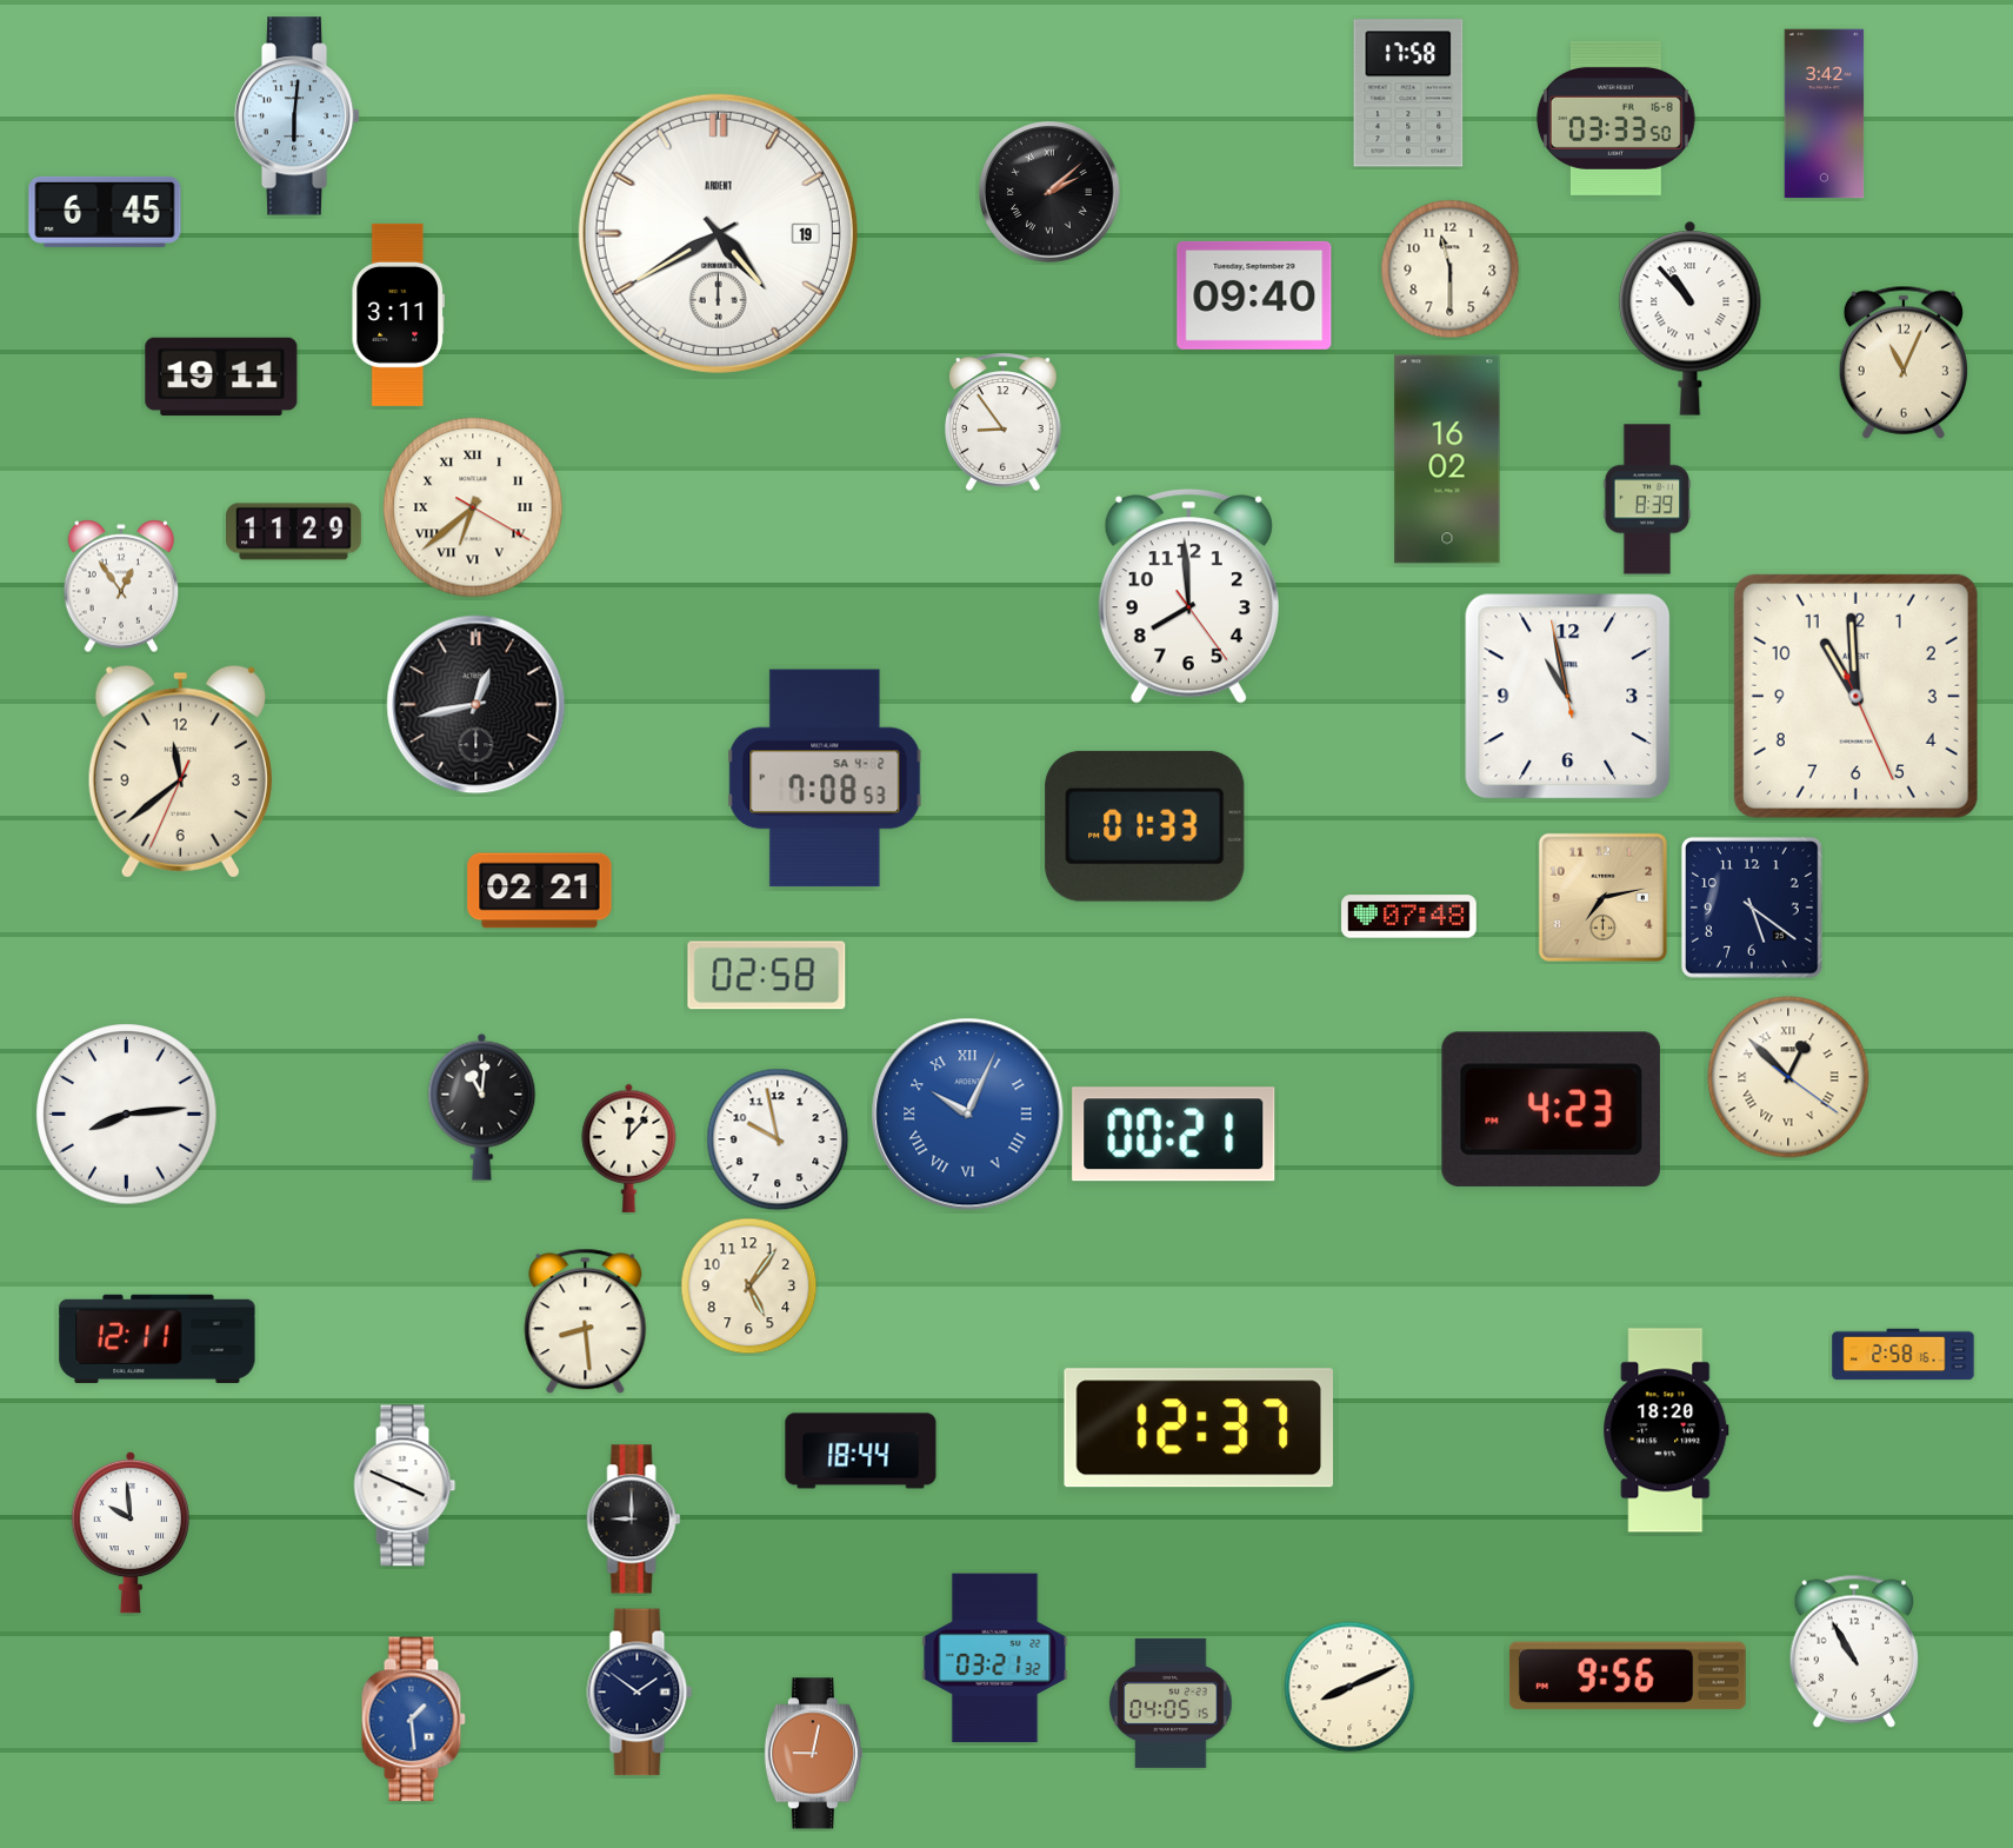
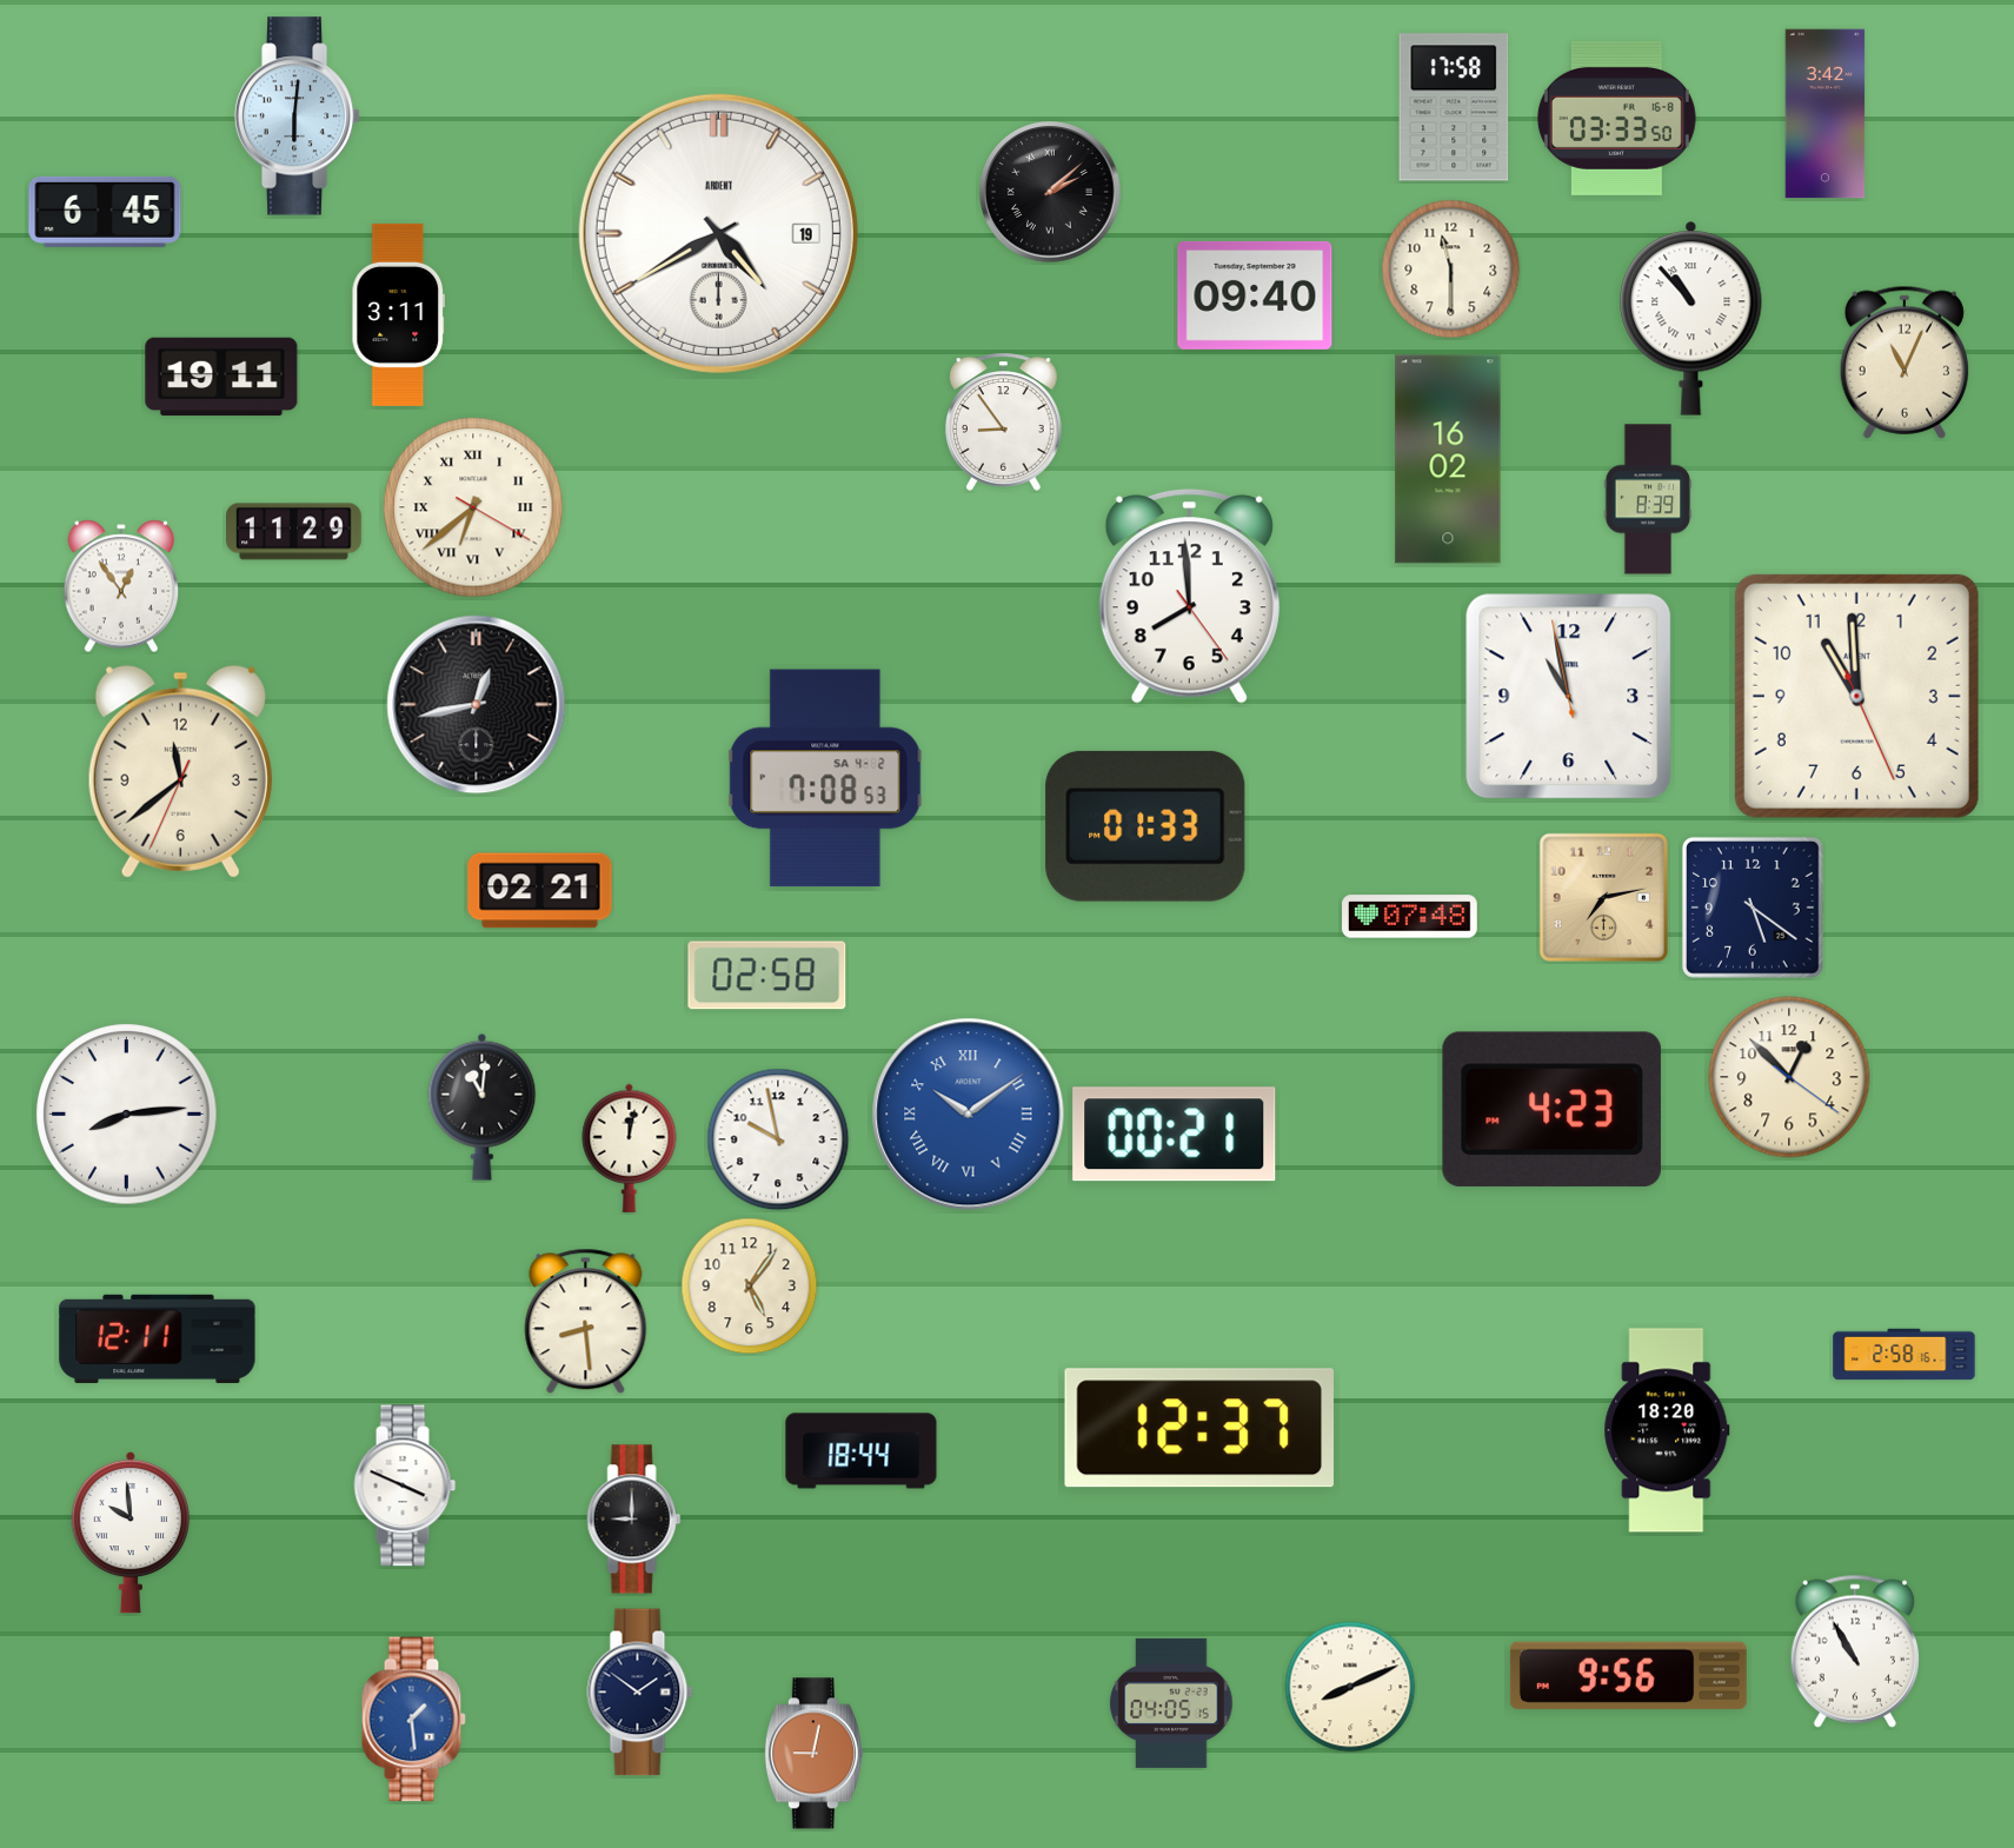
clock at (1408, 93) position: (1408, 93) -> (1454, 107)
clock at (1788, 1077) numerals: Roman -> Arabic
clock at (968, 1115): 10:04 -> 10:09
clock at (629, 1148): 12:07 -> 12:02
clock at (995, 1658): 03:21 -> none
